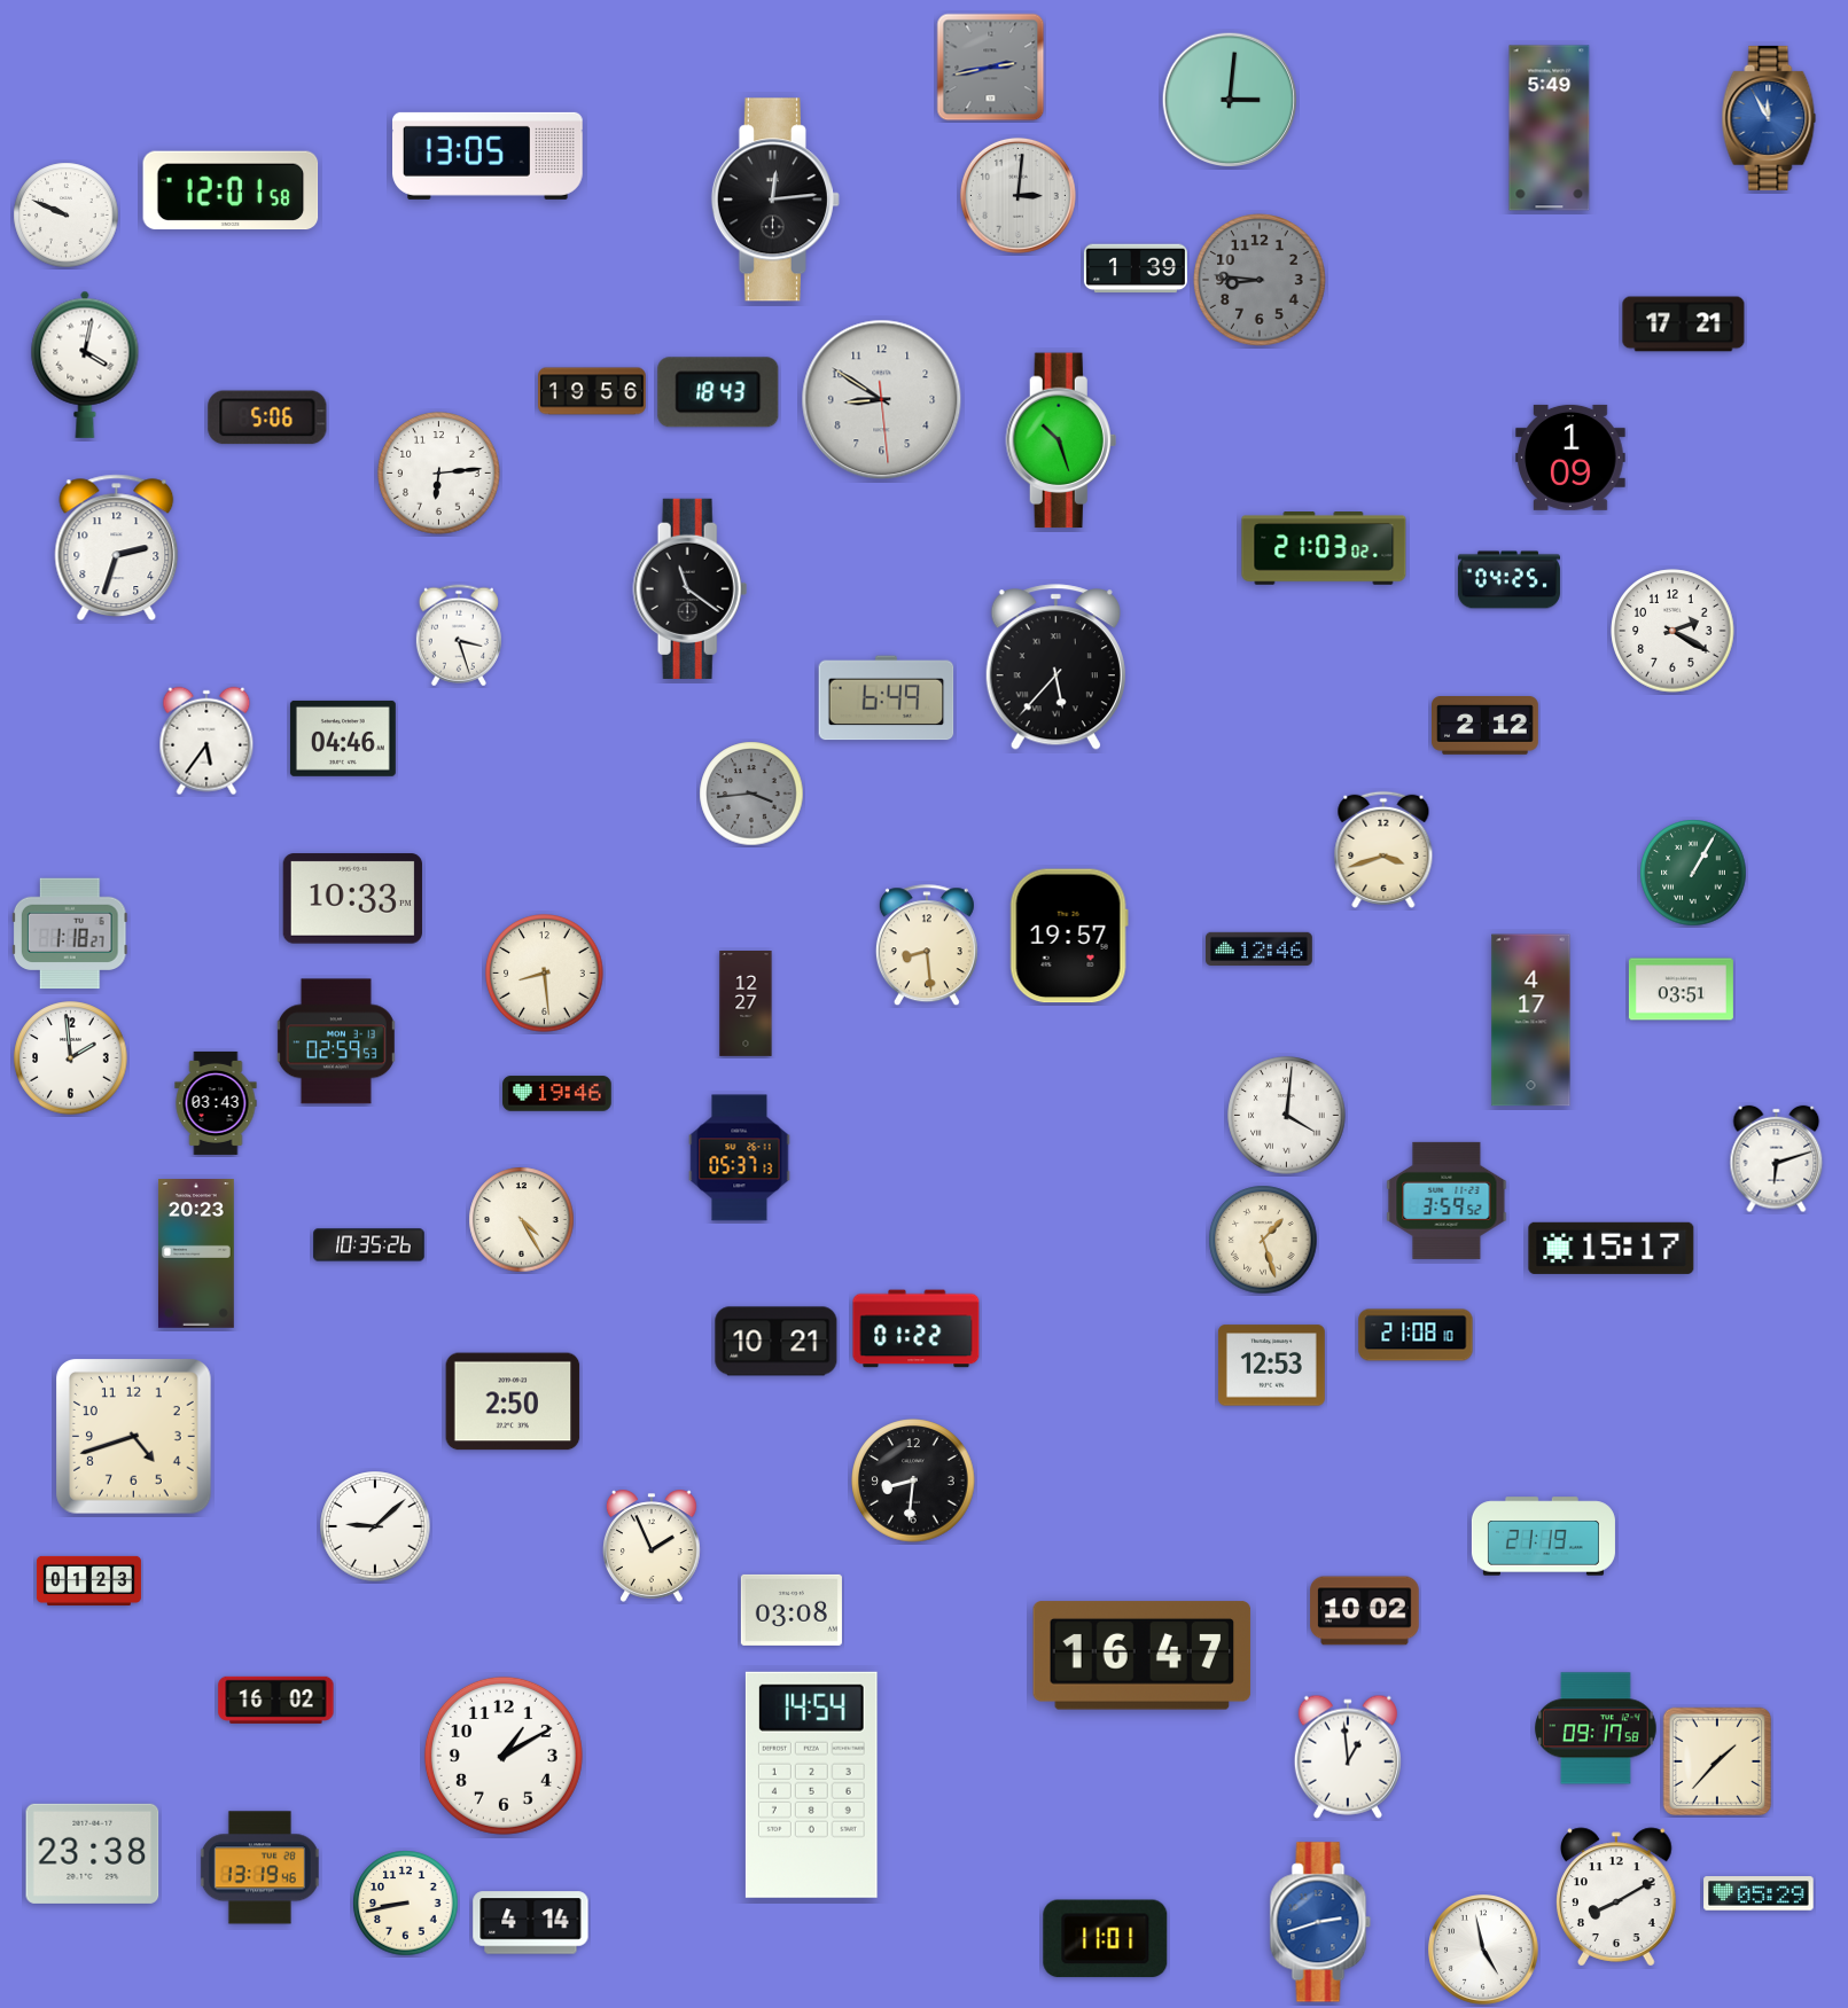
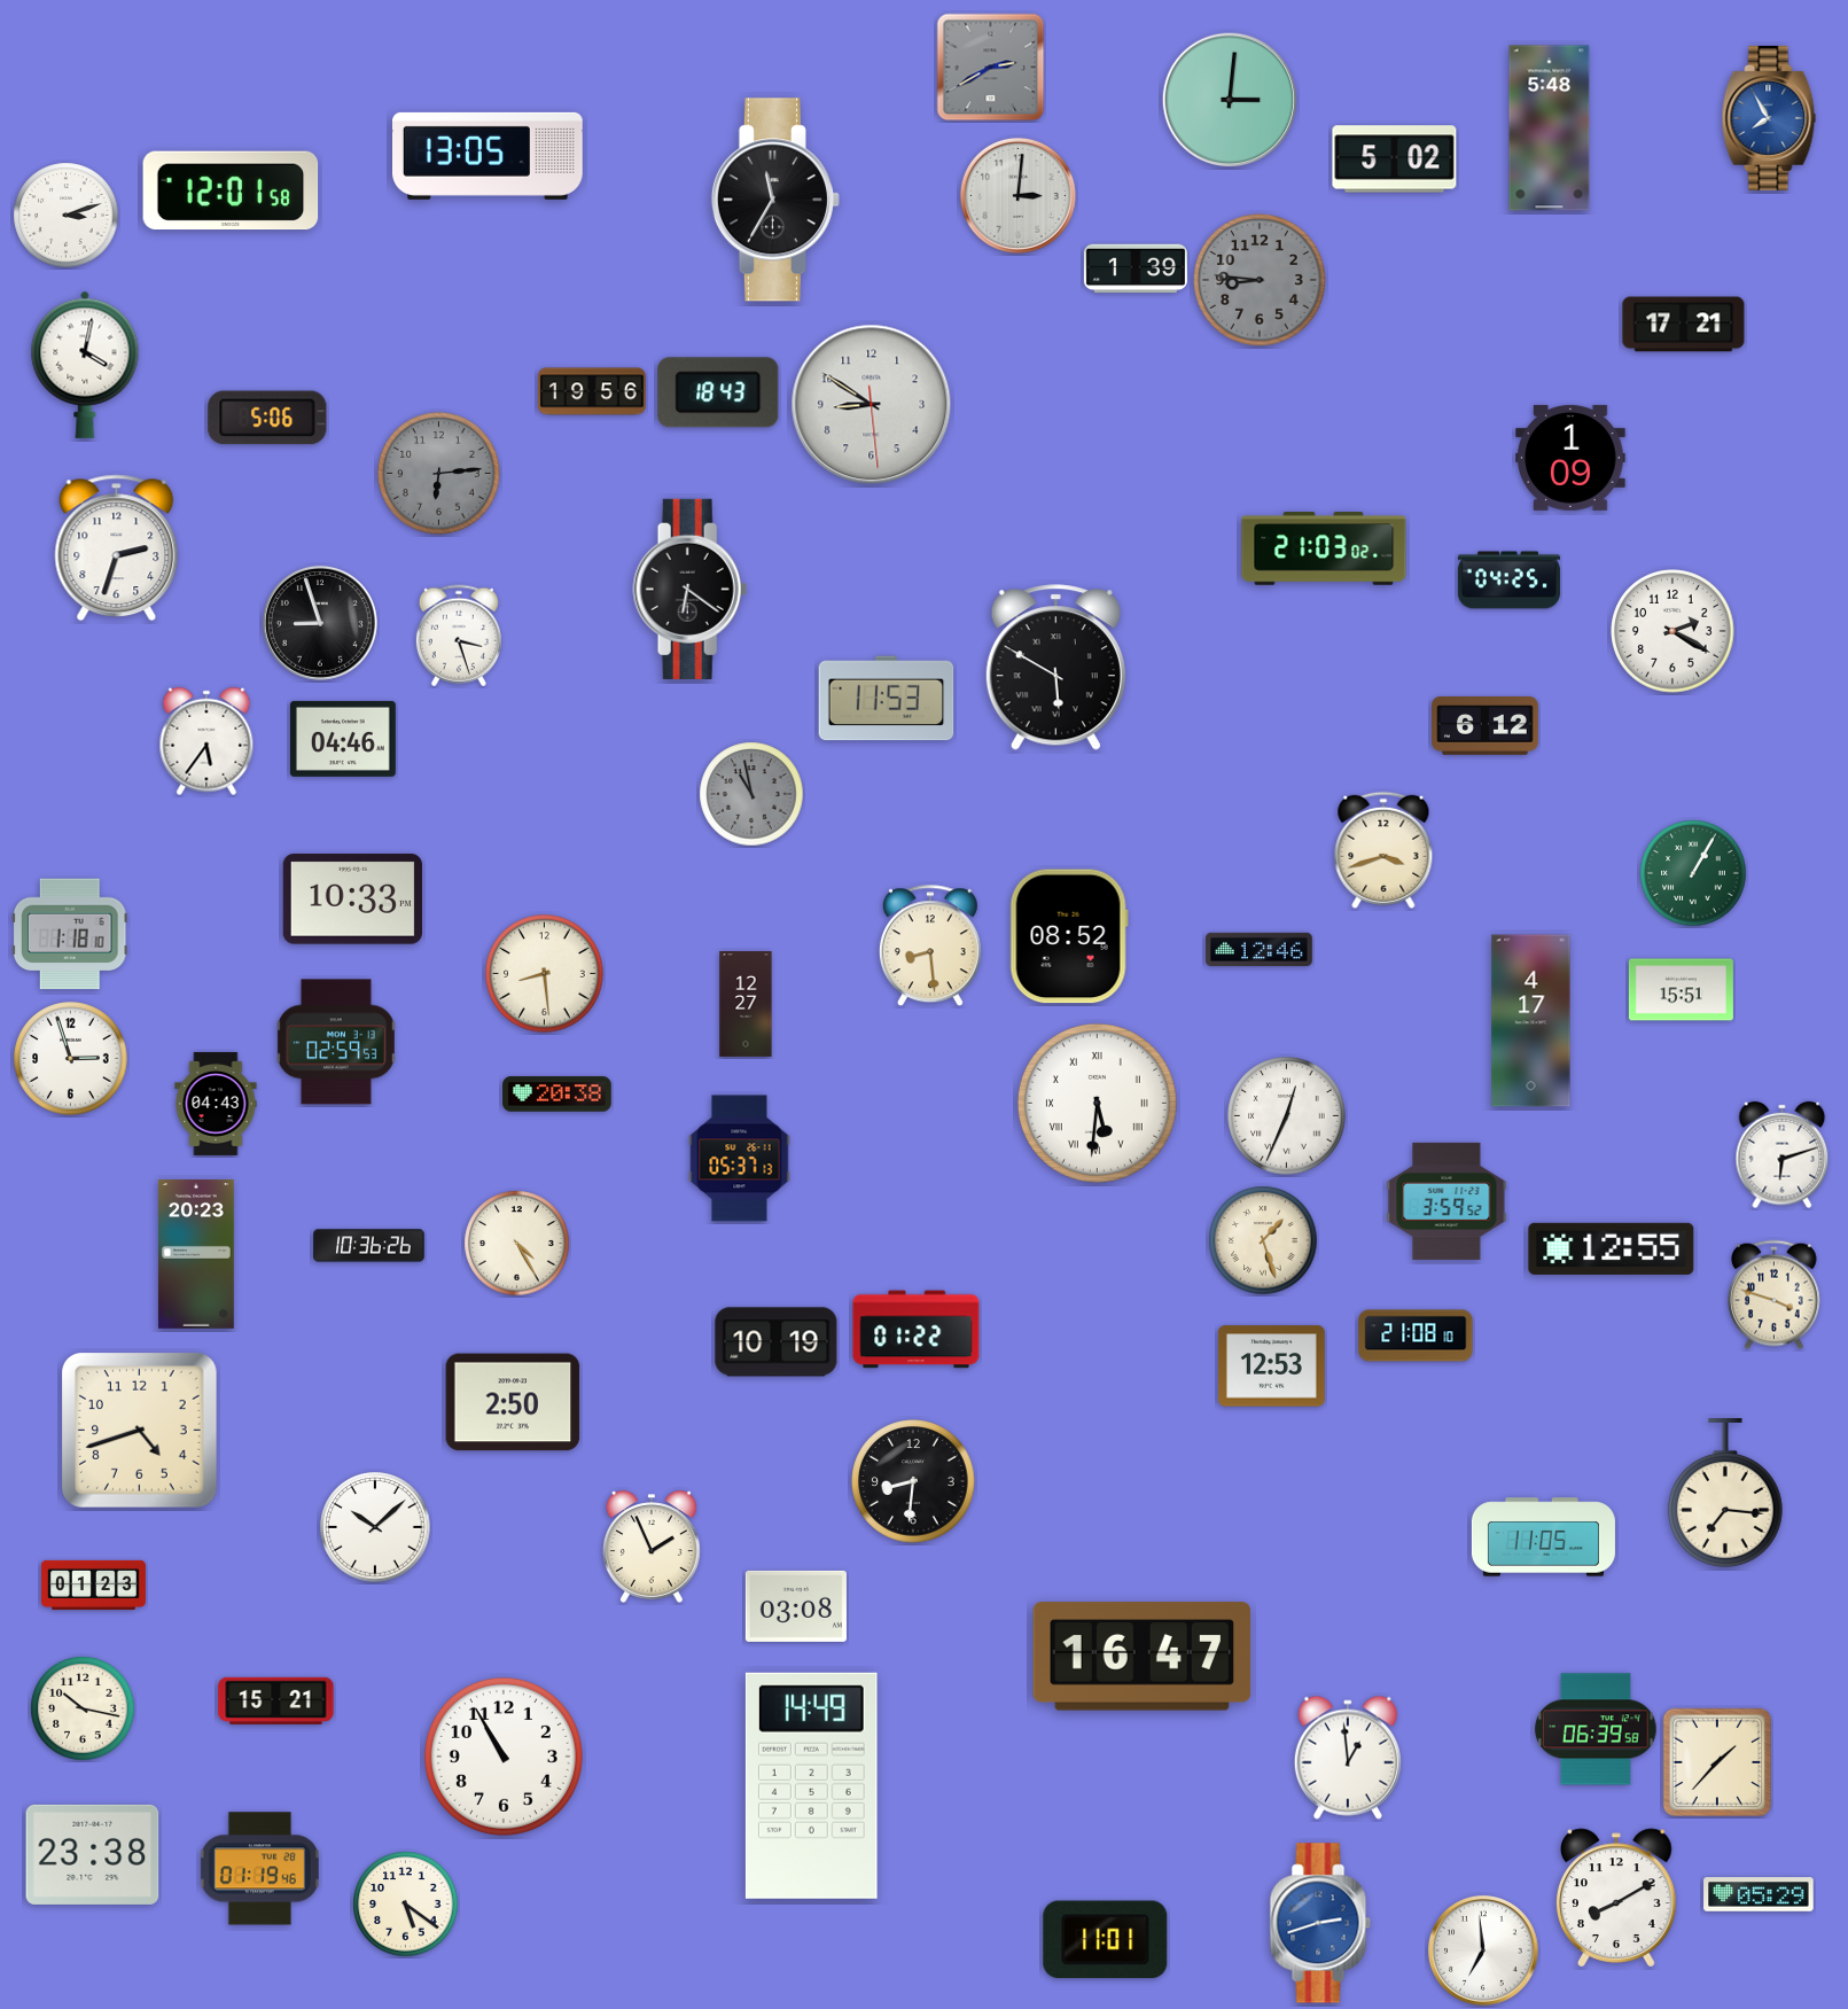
clock at (991, 68): 2:43 -> 2:40
clock at (1769, 118): 11:55 -> 7:55
clock at (1550, 128): 5:49 -> 5:48
clock at (1395, 159): none -> 5:02
clock at (775, 200): 12:14 -> 11:35
clock at (67, 216): 9:49 -> 3:12
clock at (882, 400) position: (882, 400) -> (872, 405)
clock at (1061, 440): 10:27 -> none
clock at (439, 474) dial: white -> grey
clock at (691, 588): 11:21 -> 6:21
clock at (320, 623): none -> 8:57
clock at (1055, 667): 5:37 -> 5:50
clock at (887, 698): 6:49 -> 11:53
clock at (1486, 726): 2:12 -> 6:12
clock at (751, 794): 3:44 -> 10:58
clock at (70, 933): 1:18:27 -> 1:18:10
clock at (1069, 936): 19:57 -> 08:52
clock at (927, 946) position: (927, 946) -> (930, 947)
clock at (1681, 990): 03:51 -> 15:51
clock at (71, 1058): 1:59 -> 2:57
clock at (557, 1094): 19:46 -> 20:38
clock at (1097, 1103): none -> 5:31
clock at (216, 1103): 03:43 -> 04:43
clock at (1287, 1116): 4:01 -> 12:34
clock at (1777, 1159) position: (1777, 1159) -> (1783, 1155)
clock at (522, 1220) position: (522, 1220) -> (517, 1244)
clock at (369, 1245): 10:35 -> 10:36
clock at (1612, 1248): 15:17 -> 12:55
clock at (1775, 1295): none -> 3:48
clock at (777, 1342): 10:21 -> 10:19
clock at (134, 1437) position: (134, 1437) -> (140, 1431)
clock at (1725, 1494): none -> 7:16
clock at (375, 1526): 9:08 -> 10:08
clock at (1543, 1537): 21:19 -> 11:05
clock at (88, 1580) position: (88, 1580) -> (93, 1584)
clock at (792, 1610) position: (792, 1610) -> (796, 1606)
clock at (1365, 1611): 10:02 -> none
clock at (276, 1700): 16:02 -> 15:21
clock at (83, 1708): none -> 10:17
clock at (1596, 1728): 09:17 -> 06:39
clock at (504, 1756): 1:10 -> 10:55
clock at (811, 1784): 14:54 -> 14:49
clock at (259, 1868): 13:19 -> 01:19
clock at (406, 1904): 8:43 -> 5:21
clock at (531, 1923): 4:14 -> none
clock at (1484, 1951): 4:58 -> 6:59
